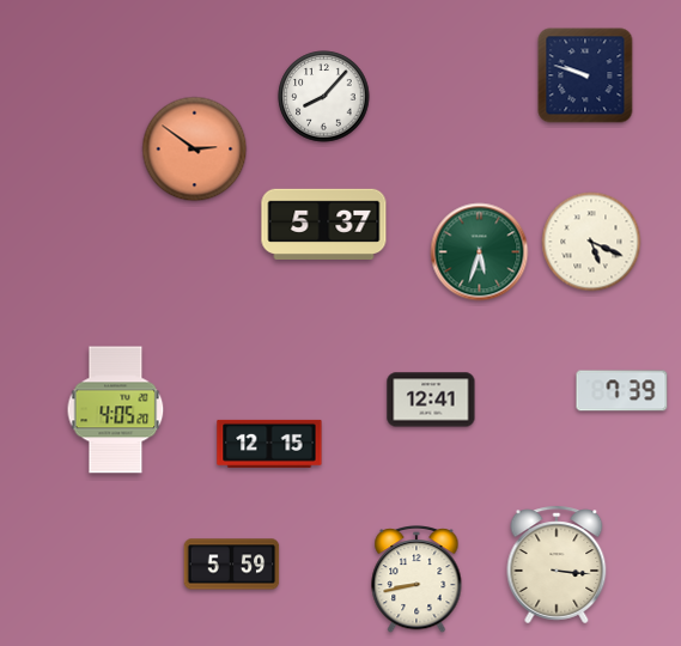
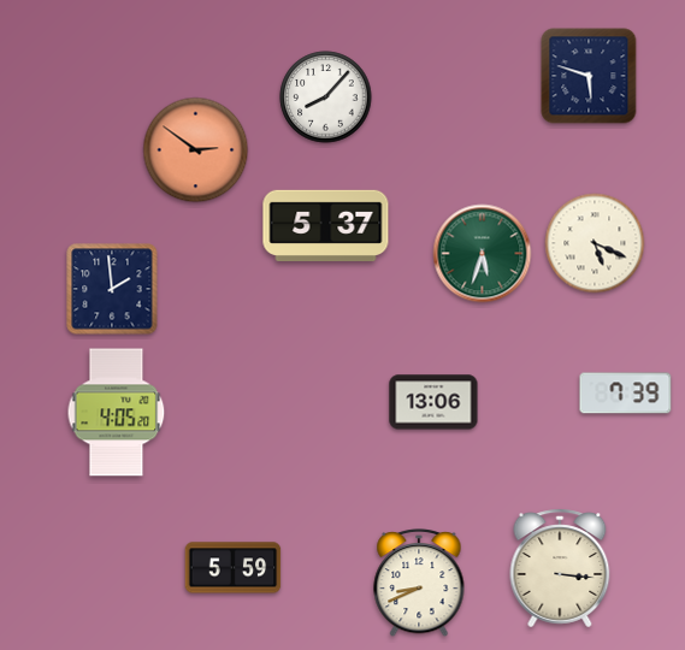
clock at (585, 75): 9:48 -> 5:48
clock at (112, 289): none -> 1:59
clock at (431, 400): 12:41 -> 13:06
clock at (269, 444): 12:15 -> none
clock at (416, 580): 8:43 -> 8:41
